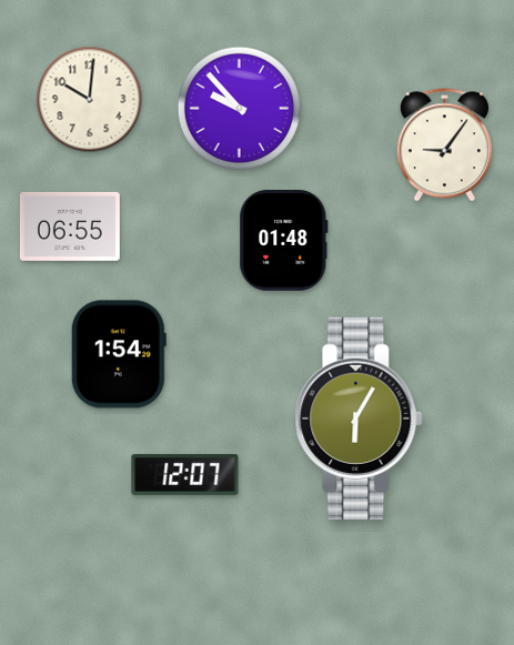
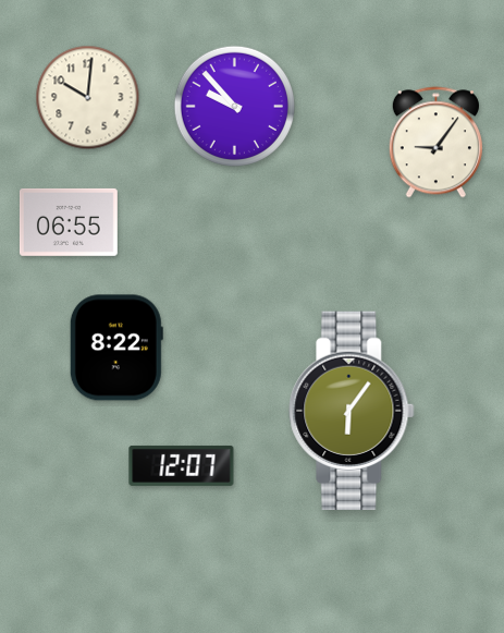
clock at (284, 241): 01:48 -> none
clock at (119, 354): 1:54 -> 8:22
clock at (359, 417): 6:05 -> 6:06
